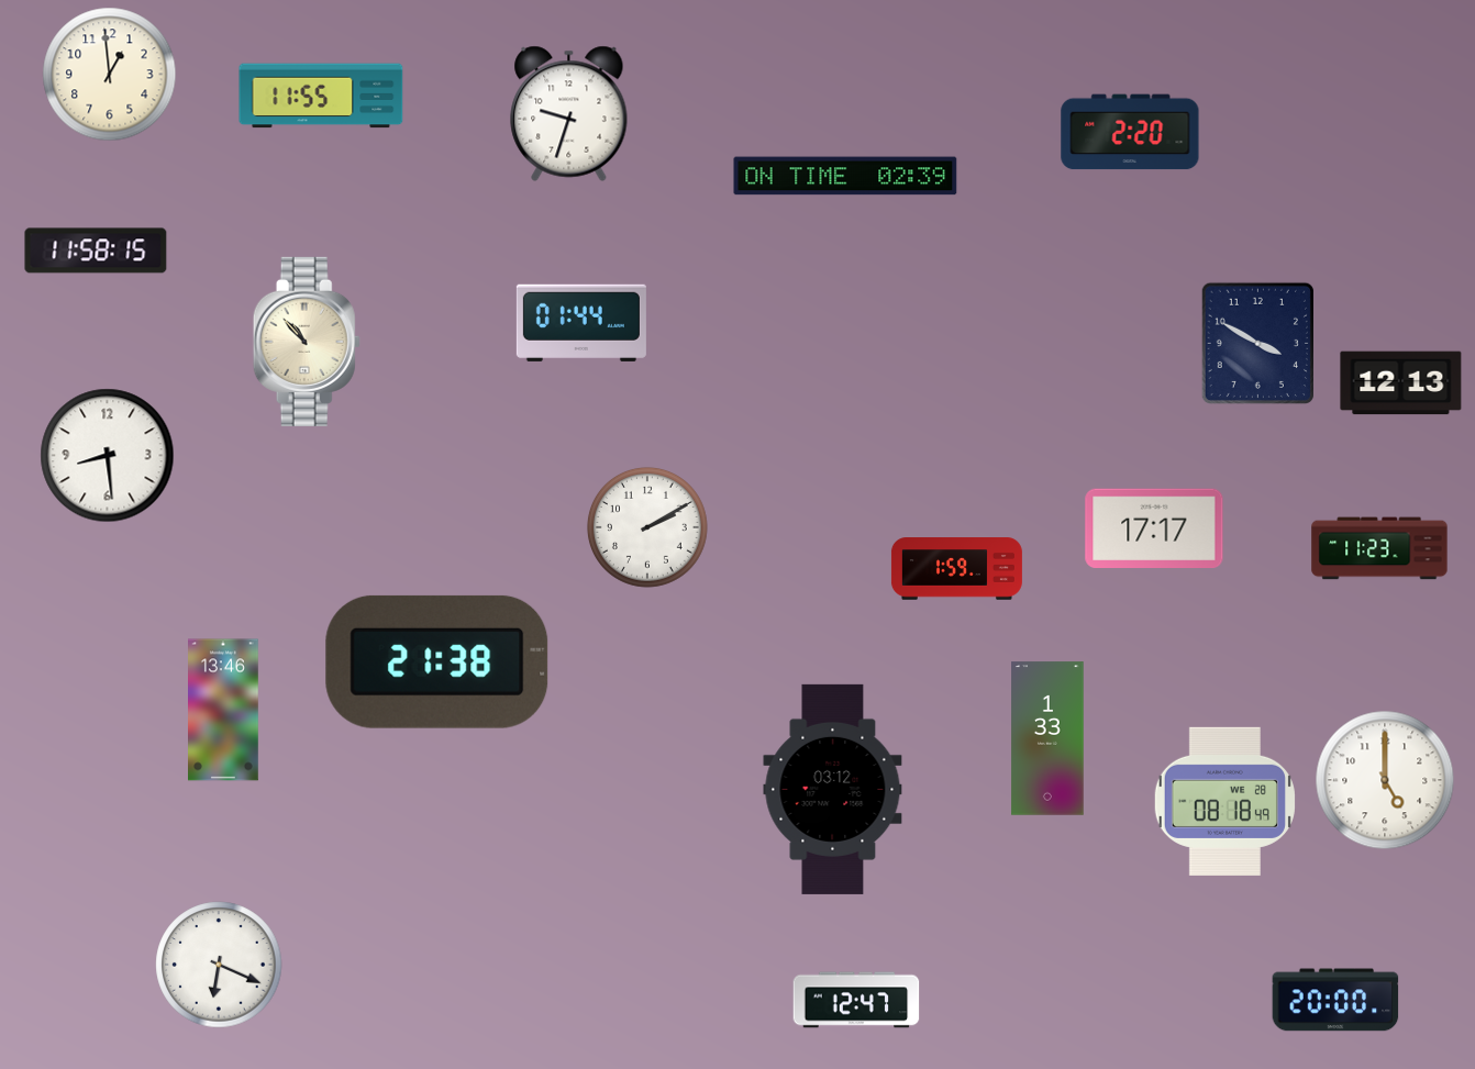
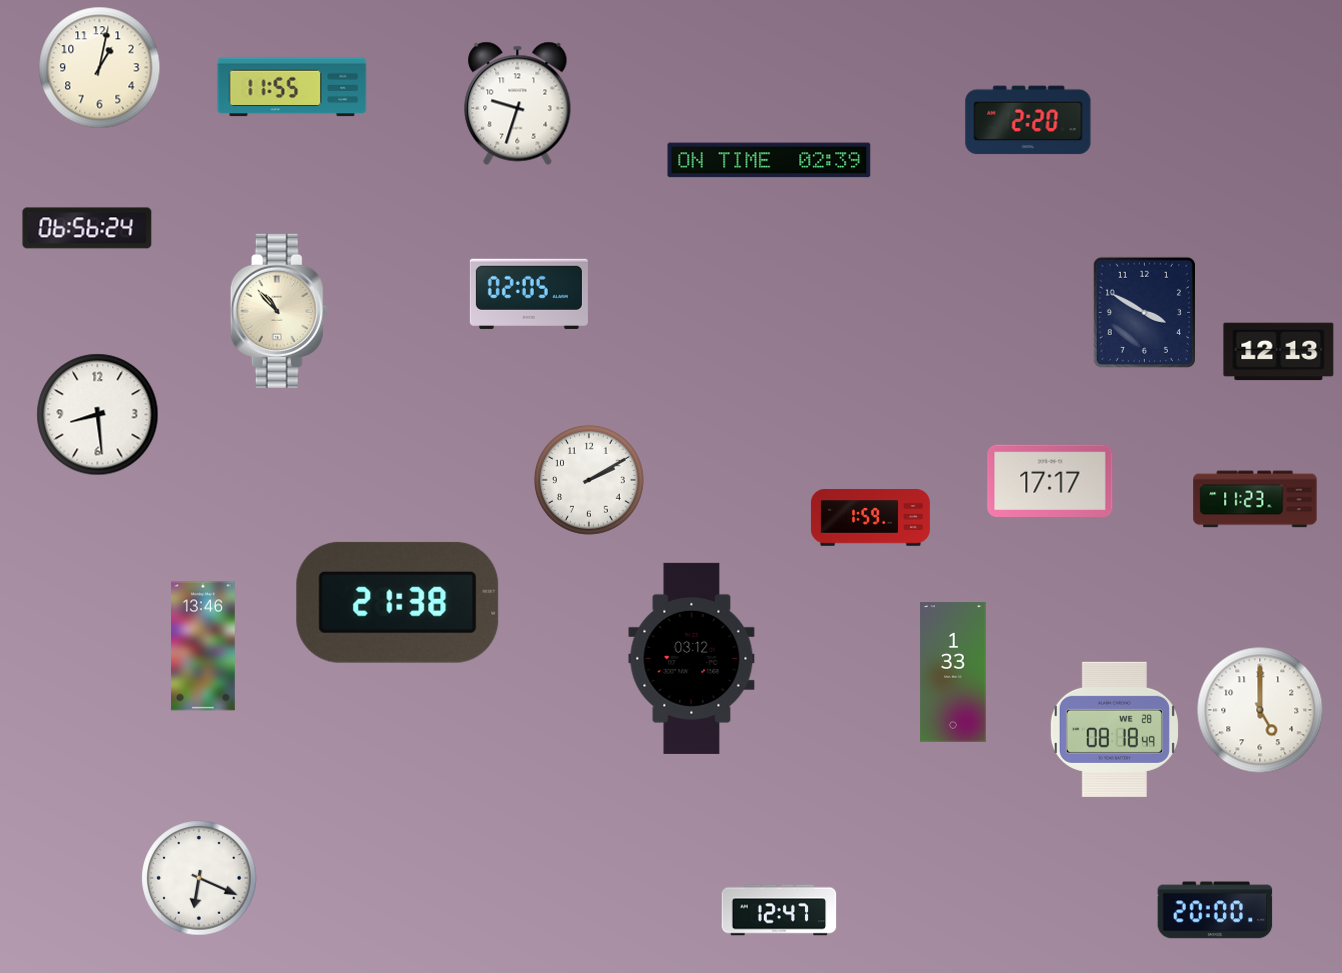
clock at (110, 75): 12:59 -> 1:02
clock at (96, 250): 11:58 -> 06:56
clock at (581, 323): 01:44 -> 02:05
clock at (1401, 383) position: (1401, 383) -> (1279, 352)
clock at (833, 789) position: (833, 789) -> (692, 658)
